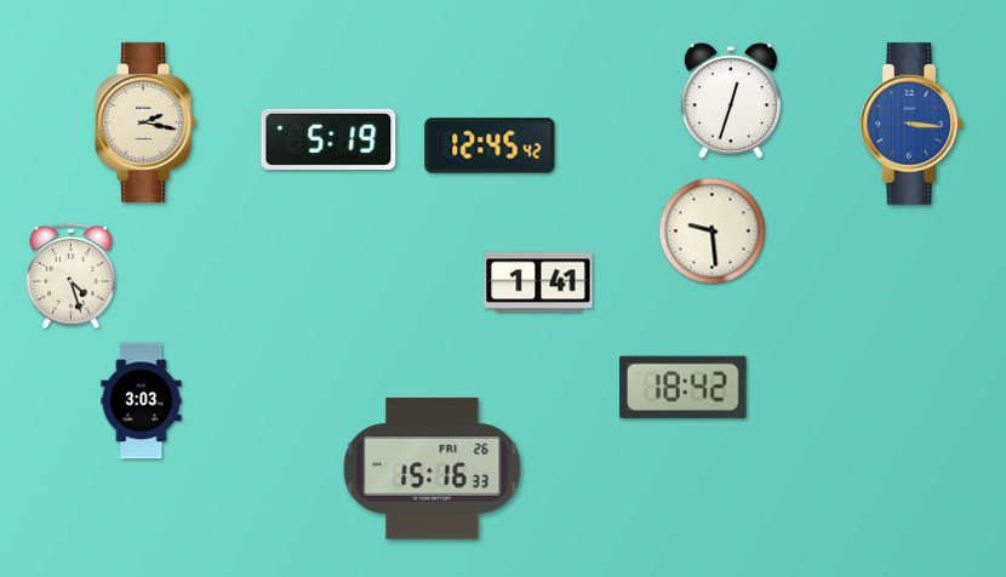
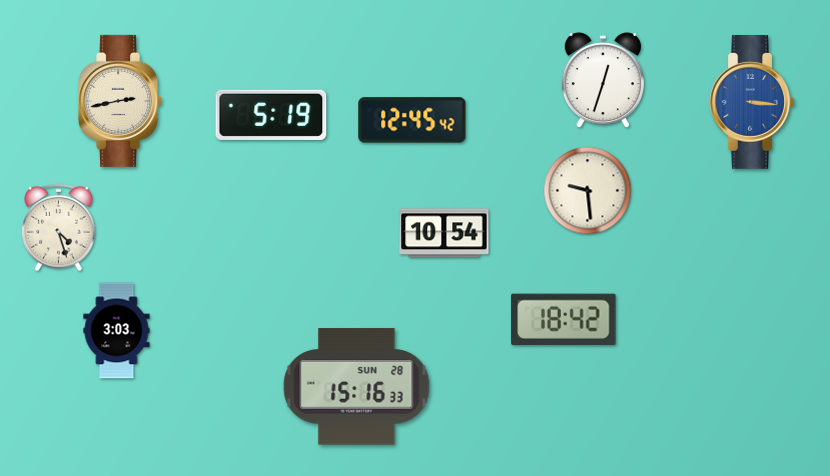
clock at (731, 102) position: (731, 102) -> (603, 81)
clock at (147, 122): 2:17 -> 2:43
clock at (490, 145) position: (490, 145) -> (412, 120)
clock at (538, 282): 1:41 -> 10:54
clock at (433, 469) date: FRI 26 -> SUN 28
